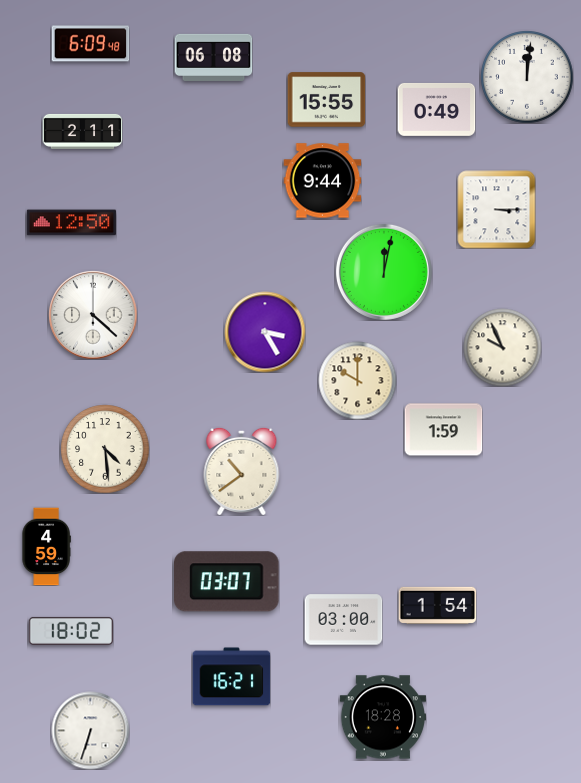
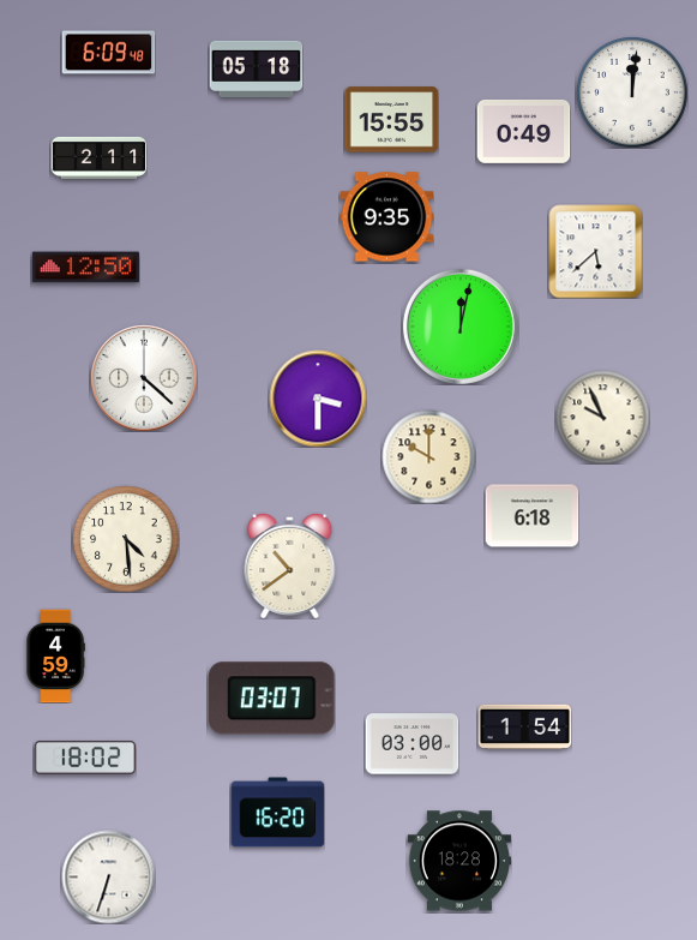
clock at (213, 57): 06:08 -> 05:18
clock at (322, 181): 9:44 -> 9:35
clock at (496, 209): 3:15 -> 5:38
clock at (93, 315) position: (93, 315) -> (144, 378)
clock at (265, 332): 3:25 -> 3:30
clock at (443, 430): 1:59 -> 6:18
clock at (231, 677): 16:21 -> 16:20
